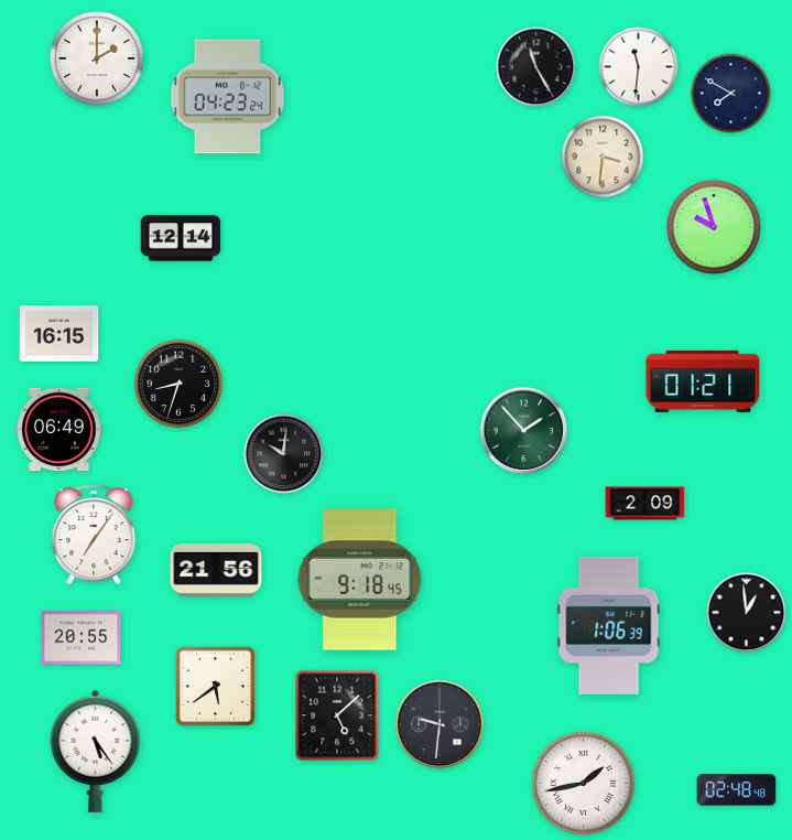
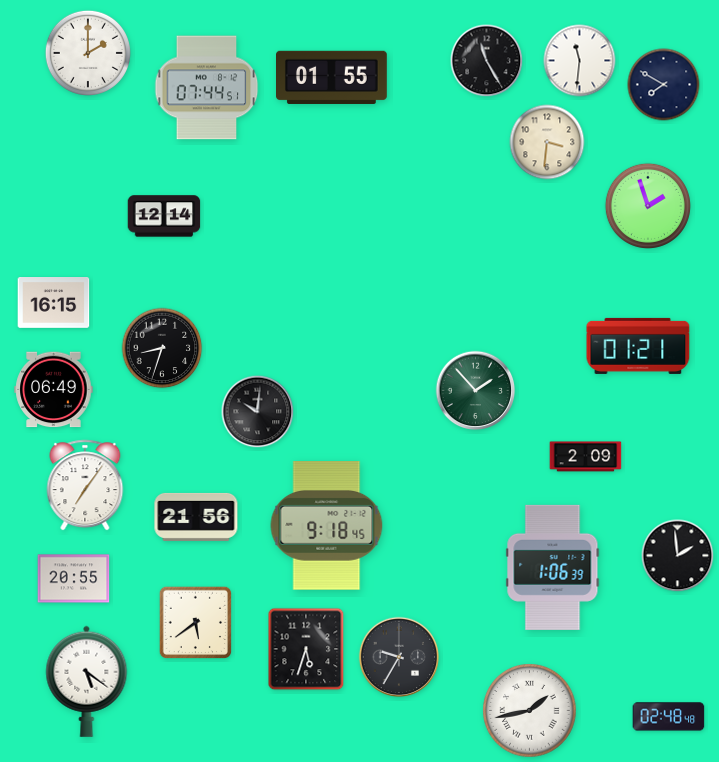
clock at (332, 77): none -> 01:55
clock at (228, 97): 04:23 -> 07:44
clock at (714, 227): 9:57 -> 1:57
clock at (747, 613): 12:59 -> 1:59
clock at (337, 715): 5:08 -> 5:33
clock at (440, 724): 9:31 -> 9:35
clock at (96, 751): 5:24 -> 5:21
